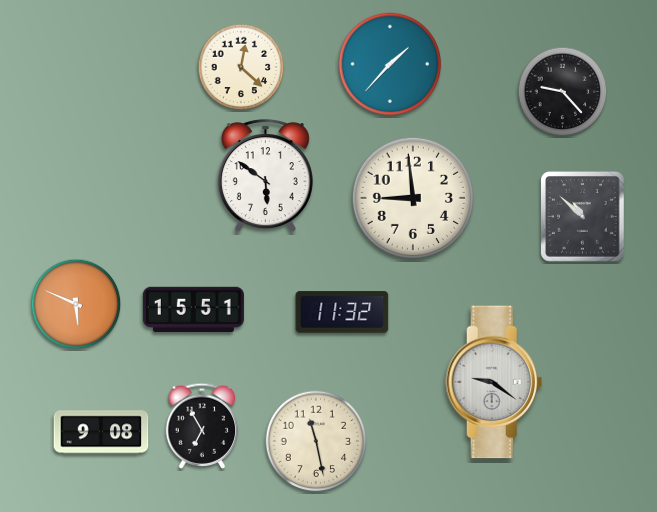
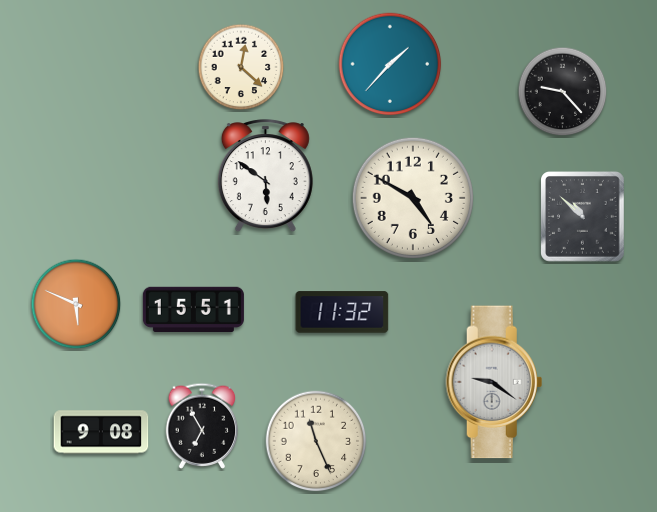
clock at (413, 198): 8:59 -> 4:50
clock at (316, 441): 11:28 -> 11:26
